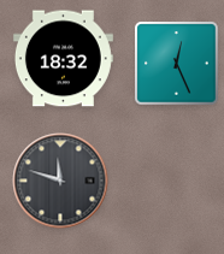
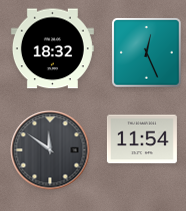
clock at (142, 139): none -> 11:54
clock at (60, 181): 11:48 -> 11:51
